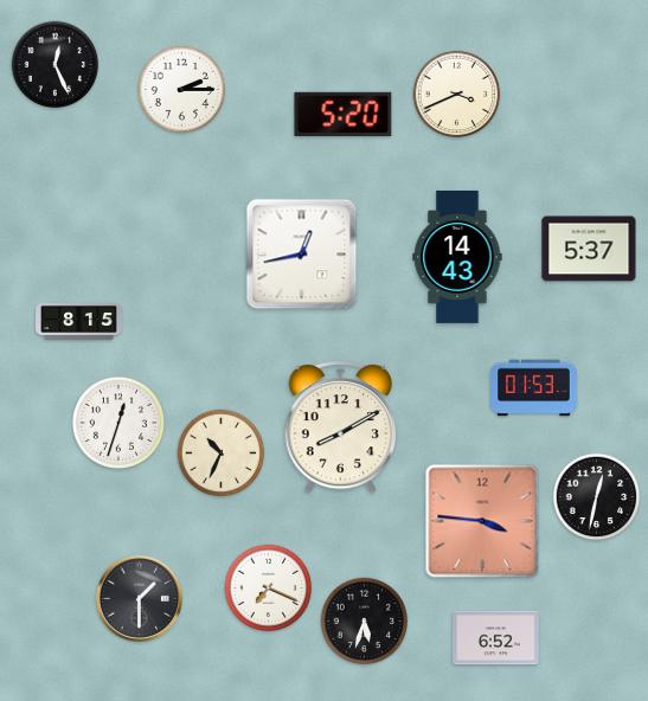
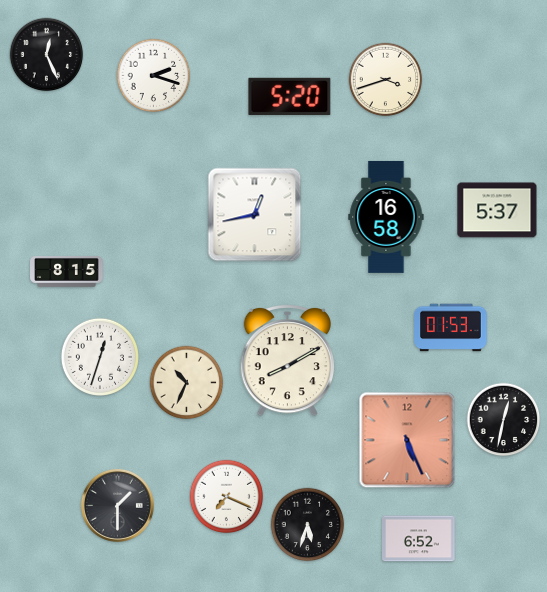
clock at (182, 90): 2:15 -> 2:18
clock at (457, 95): 3:41 -> 3:42
clock at (457, 257): 14:43 -> 16:58
clock at (482, 521): 3:46 -> 5:26
